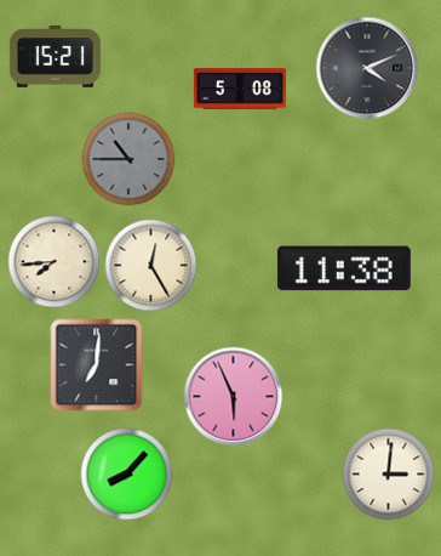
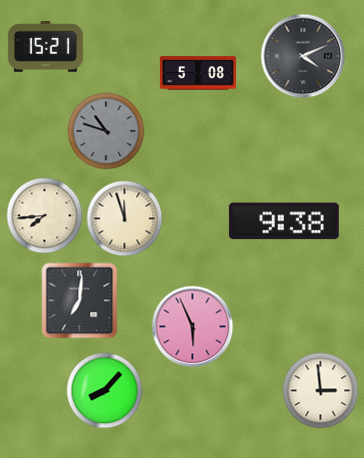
clock at (128, 159): 10:45 -> 10:48
clock at (151, 266): 12:25 -> 11:57
clock at (344, 268): 11:38 -> 9:38
clock at (389, 475): 3:01 -> 2:59
